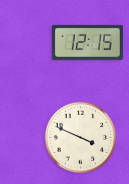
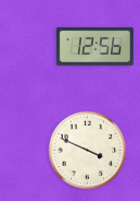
clock at (87, 42): 12:15 -> 12:56
